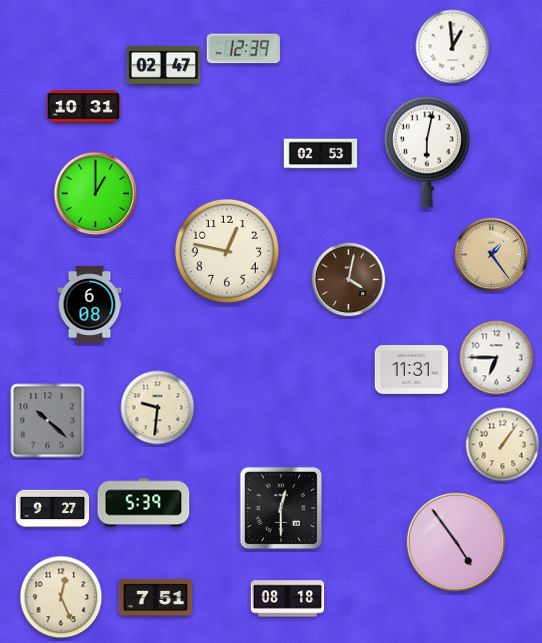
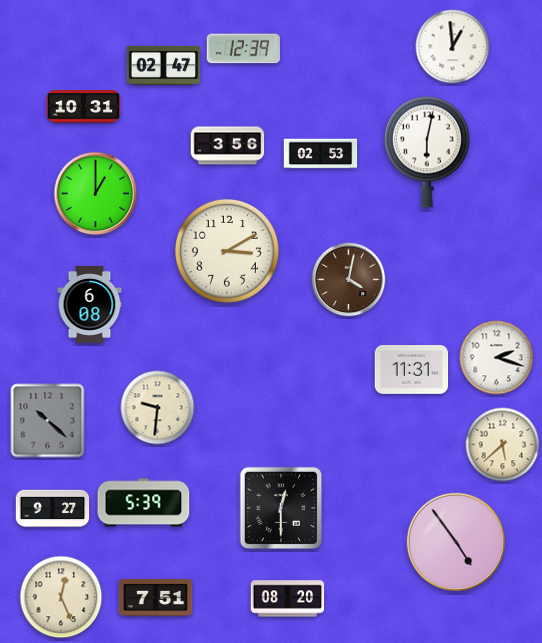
clock at (228, 146): none -> 3:56
clock at (227, 251): 12:47 -> 3:10
clock at (492, 255): 1:24 -> none
clock at (497, 358): 6:45 -> 2:18
clock at (503, 445): 1:06 -> 5:38
clock at (288, 599): 08:18 -> 08:20
